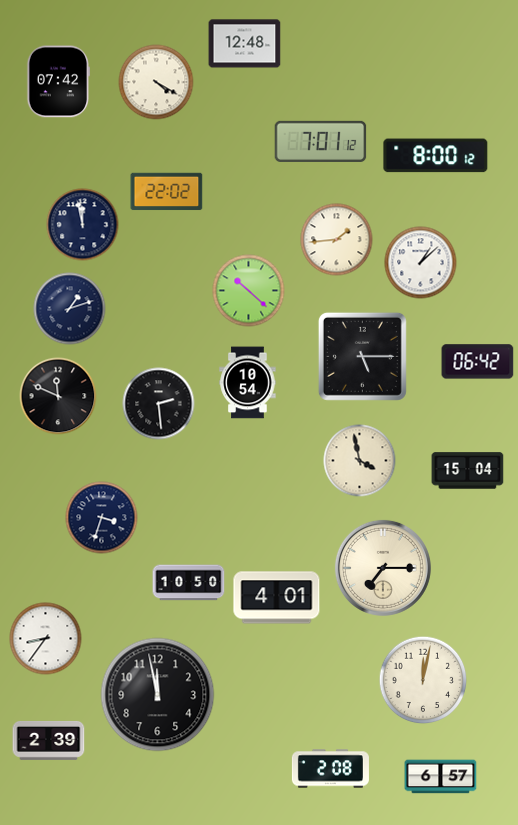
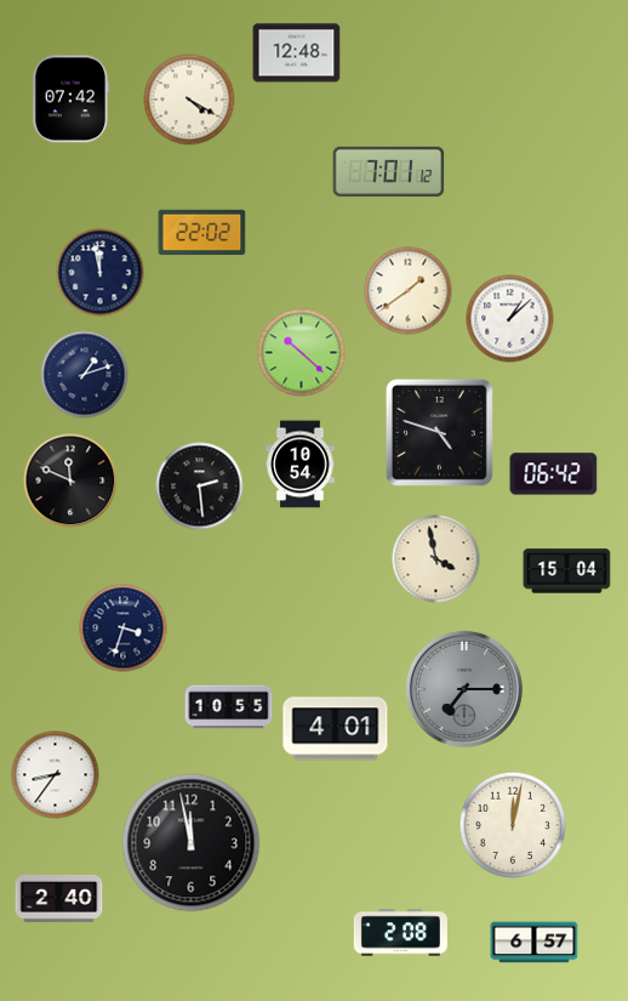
clock at (436, 156): 8:00 -> none
clock at (337, 240): 1:44 -> 1:39
clock at (362, 356): 5:15 -> 4:48
clock at (478, 362) position: (478, 362) -> (554, 474)
clock at (159, 404) position: (159, 404) -> (200, 487)
clock at (383, 568) dial: cream -> grey
clock at (189, 583): 10:50 -> 10:55
clock at (277, 598) position: (277, 598) -> (336, 729)
clock at (49, 740): 2:39 -> 2:40
